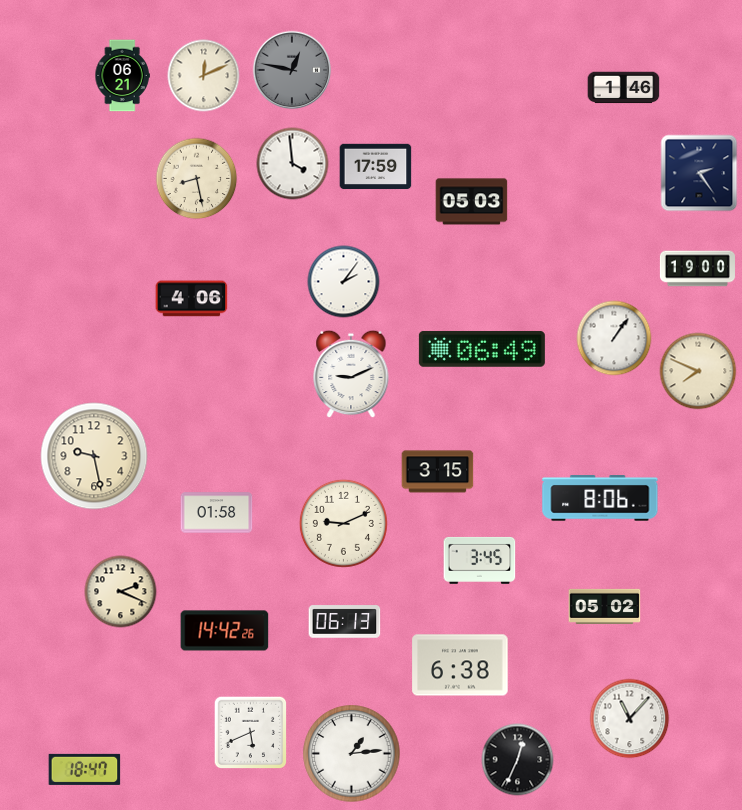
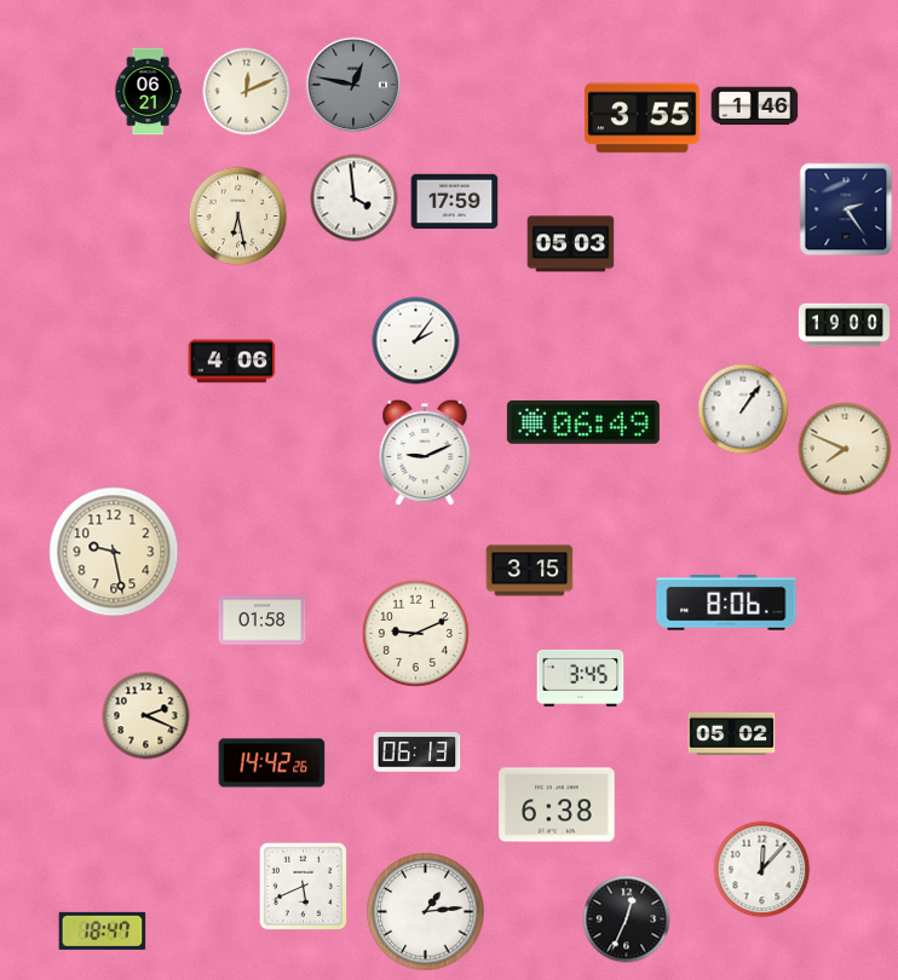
clock at (643, 119): none -> 3:55
clock at (197, 179): 8:28 -> 6:28
clock at (630, 719): 11:07 -> 12:07
